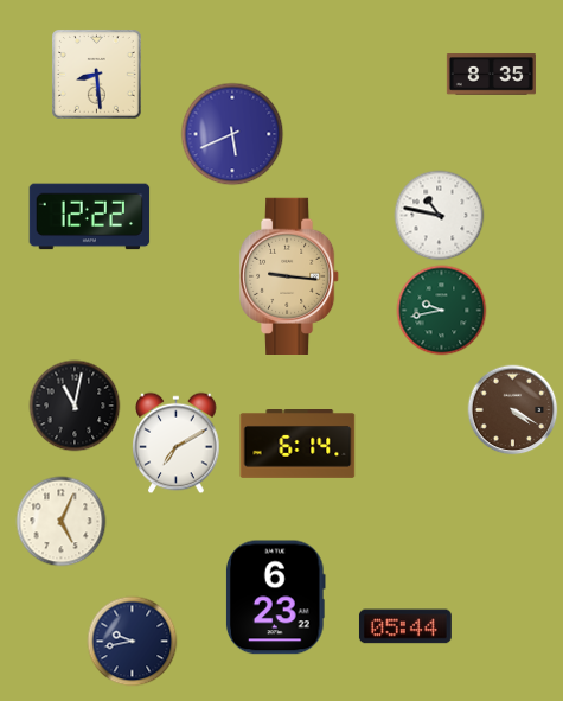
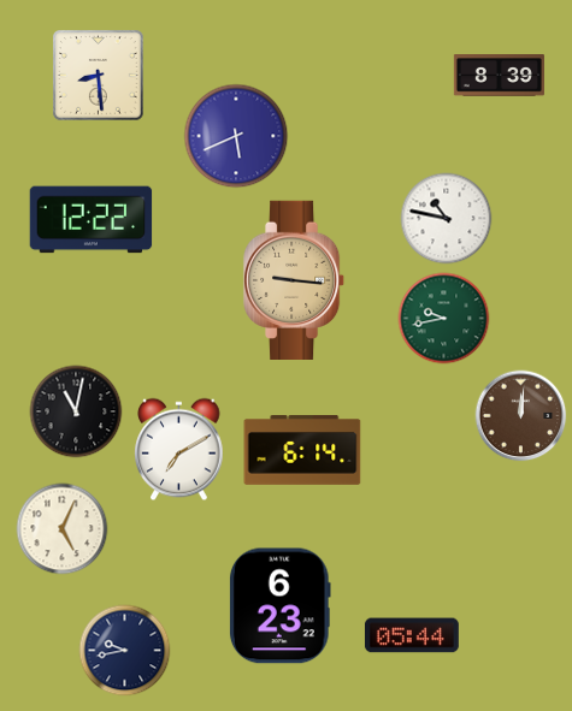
clock at (491, 75): 8:35 -> 8:39
clock at (442, 311) position: (442, 311) -> (444, 319)
clock at (513, 410): 4:20 -> 12:01
clock at (133, 642) position: (133, 642) -> (125, 651)
